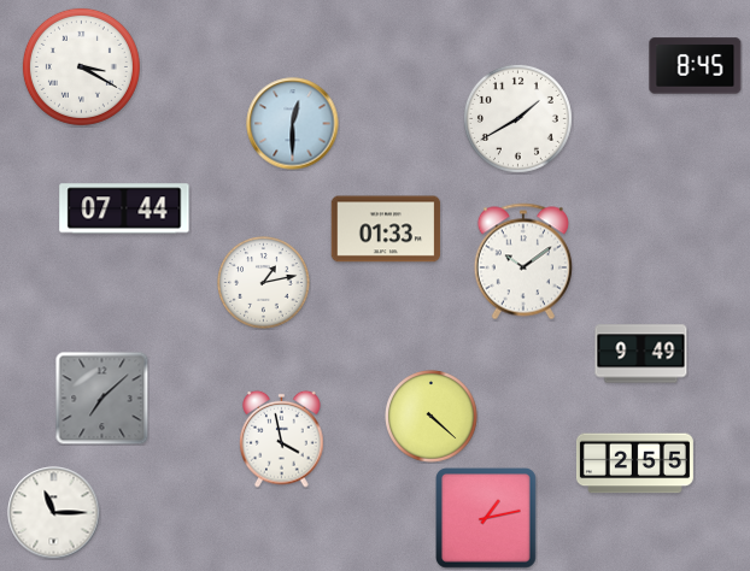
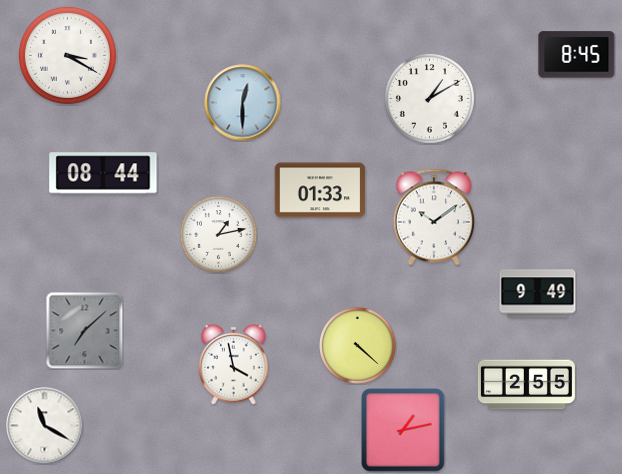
clock at (517, 118): 1:40 -> 1:10
clock at (124, 208): 07:44 -> 08:44
clock at (641, 354) position: (641, 354) -> (538, 294)
clock at (54, 513): 11:15 -> 11:20
